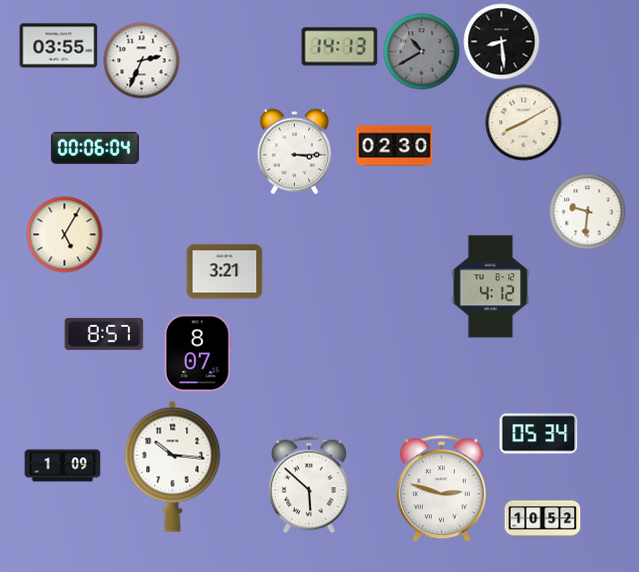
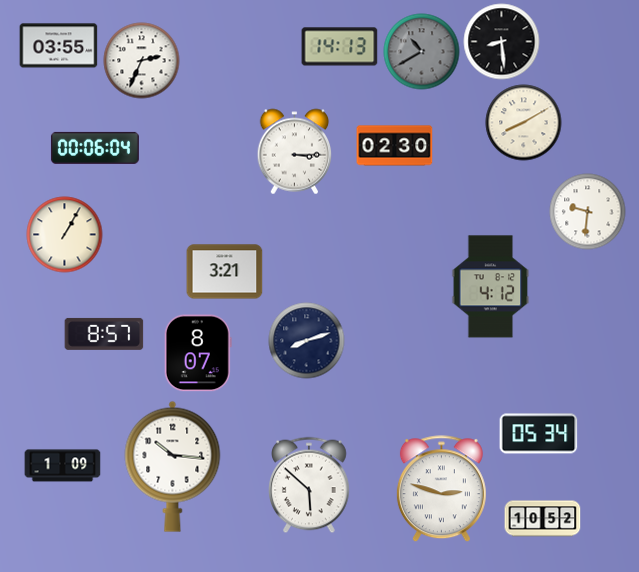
clock at (65, 235): 5:05 -> 1:05
clock at (307, 341): none -> 8:12
